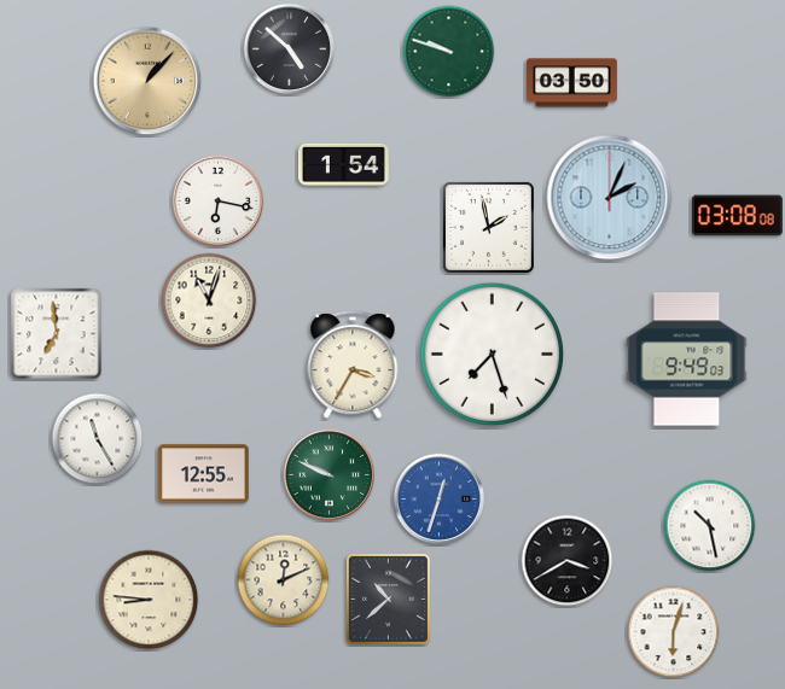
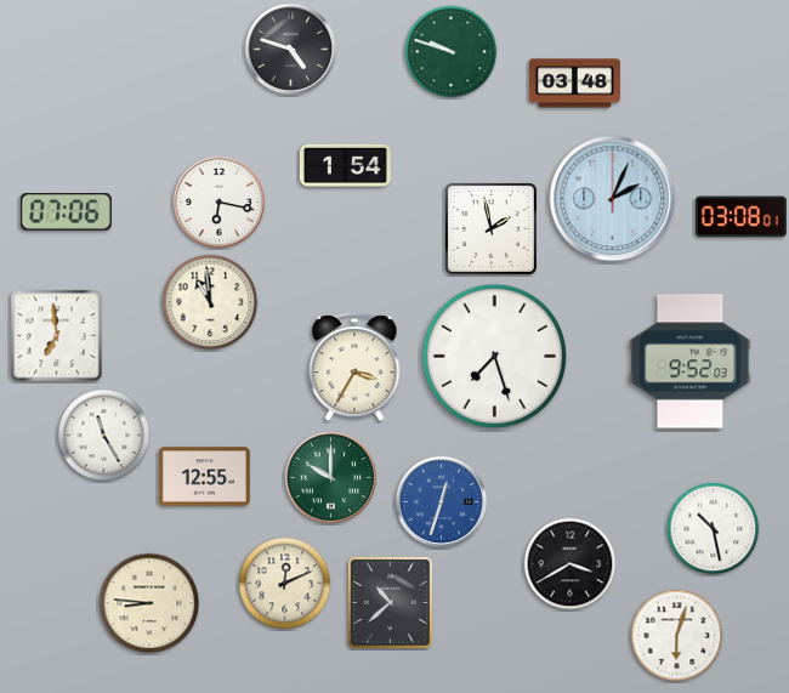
clock at (290, 49): 4:52 -> 4:48
clock at (147, 81): 1:07 -> none
clock at (571, 83): 03:50 -> 03:48
clock at (66, 212): none -> 07:06
clock at (737, 216): 03:08:08 -> 03:08:01
clock at (209, 300): 11:03 -> 10:59
clock at (687, 360): 9:49 -> 9:52
clock at (98, 439) position: (98, 439) -> (104, 436)
clock at (330, 475): 9:49 -> 10:00
